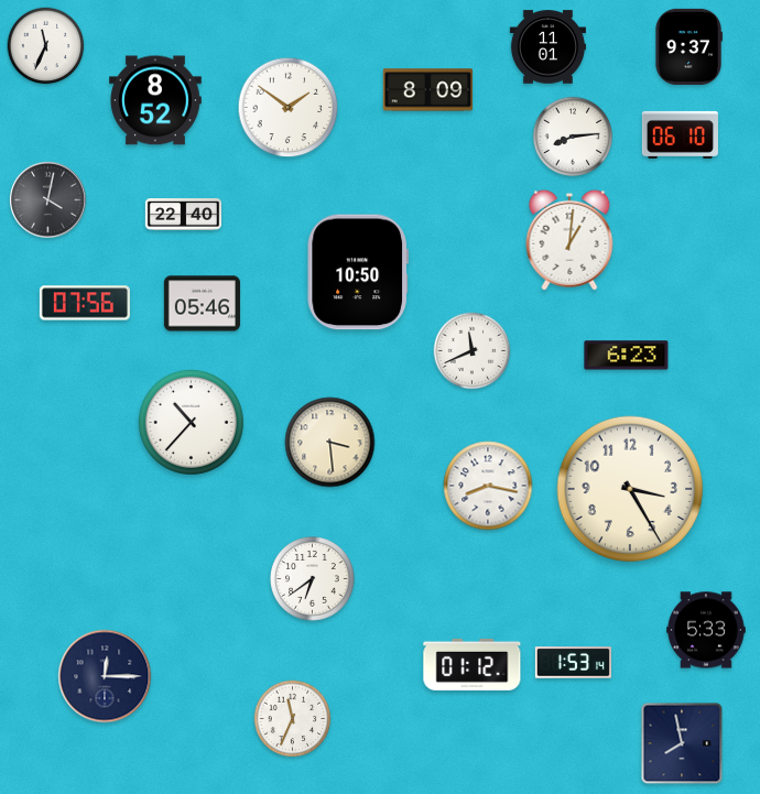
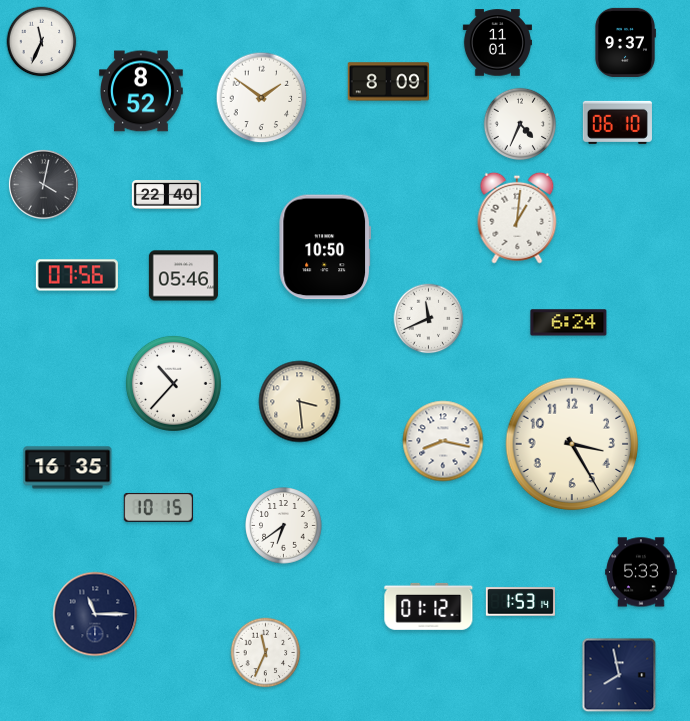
clock at (572, 135): 8:14 -> 4:34
clock at (47, 199) position: (47, 199) -> (43, 184)
clock at (627, 356): 6:23 -> 6:24
clock at (68, 468): none -> 16:35
clock at (158, 507): none -> 10:15
clock at (473, 664) position: (473, 664) -> (429, 606)
clock at (105, 676): 12:15 -> 11:15
